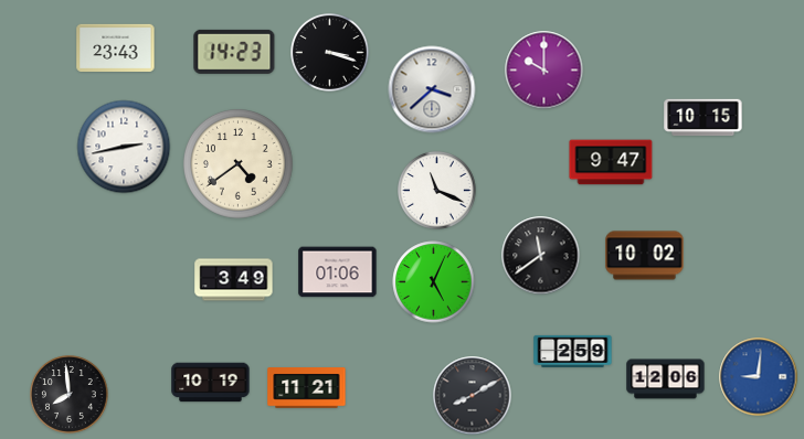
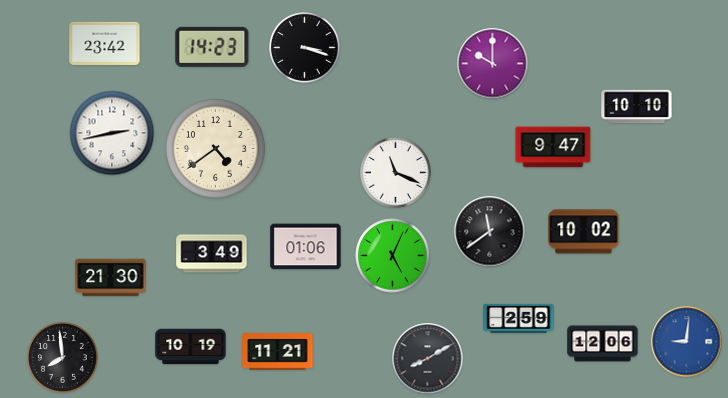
clock at (116, 47): 23:43 -> 23:42
clock at (330, 53) position: (330, 53) -> (305, 48)
clock at (432, 89): 3:38 -> none
clock at (703, 118): 10:15 -> 10:10
clock at (111, 278): none -> 21:30
